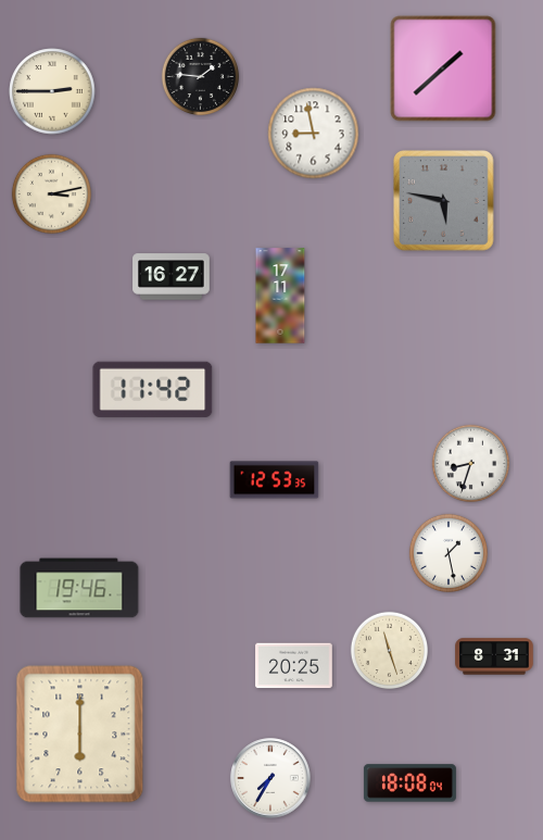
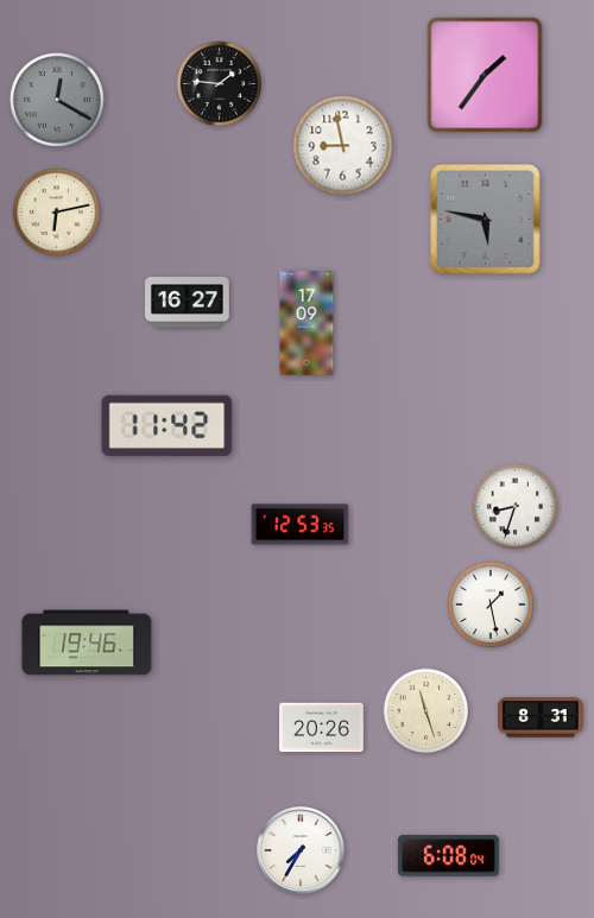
clock at (443, 68): 1:38 -> 1:36
clock at (52, 91): 2:45 -> 12:20
clock at (52, 91) dial: cream -> grey
clock at (51, 193): 3:13 -> 6:13
clock at (280, 296): 17:11 -> 17:09
clock at (294, 666): 20:25 -> 20:26
clock at (80, 735): 6:00 -> none
clock at (270, 778) position: (270, 778) -> (301, 850)
clock at (409, 783): 18:08 -> 6:08
